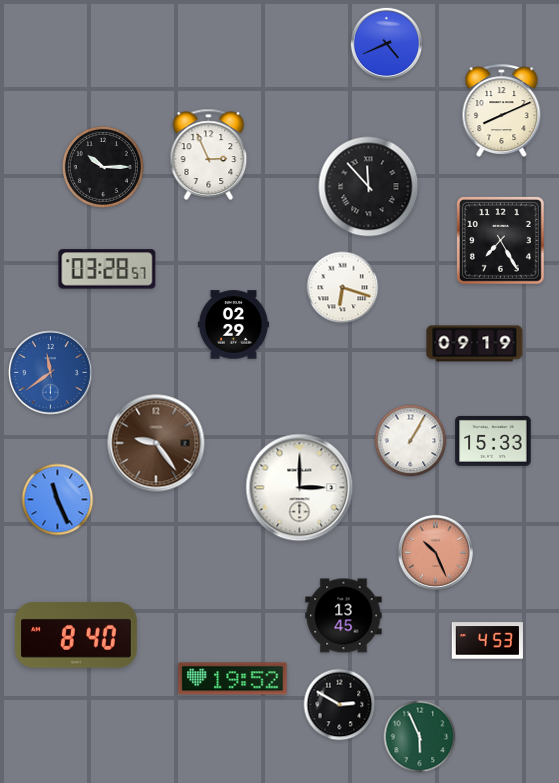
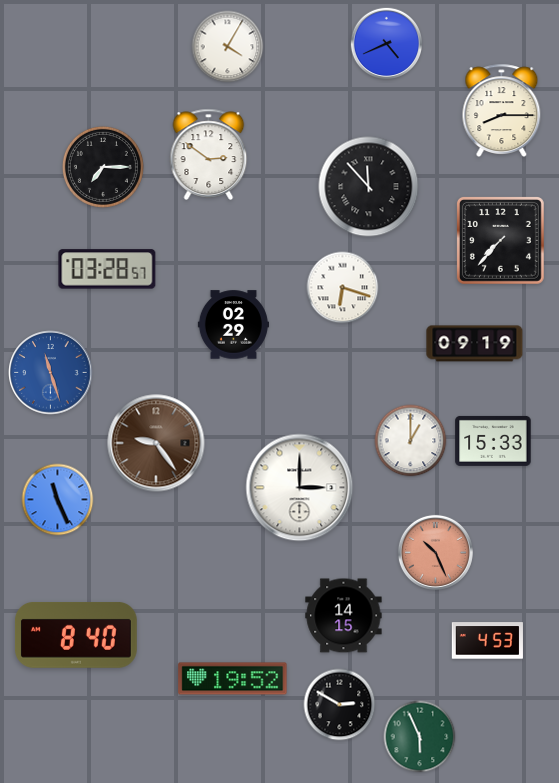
clock at (228, 47): none -> 4:05
clock at (502, 110): 8:11 -> 8:15
clock at (209, 154): 2:56 -> 2:51
clock at (103, 167): 10:15 -> 7:15
clock at (500, 240): 7:25 -> 7:37
clock at (51, 373): 11:39 -> 11:27
clock at (411, 441): 1:05 -> 1:00
clock at (344, 616): 13:45 -> 14:15
